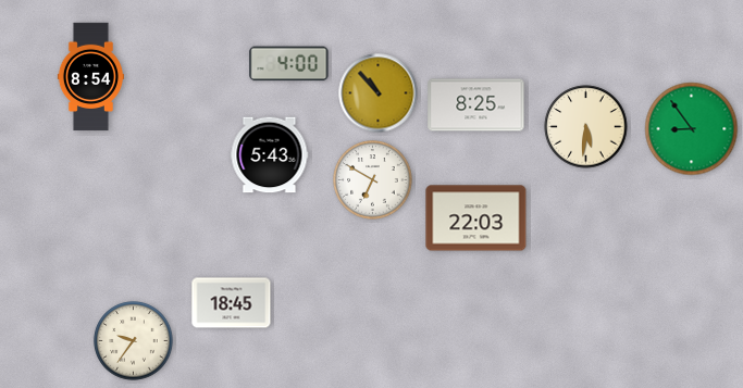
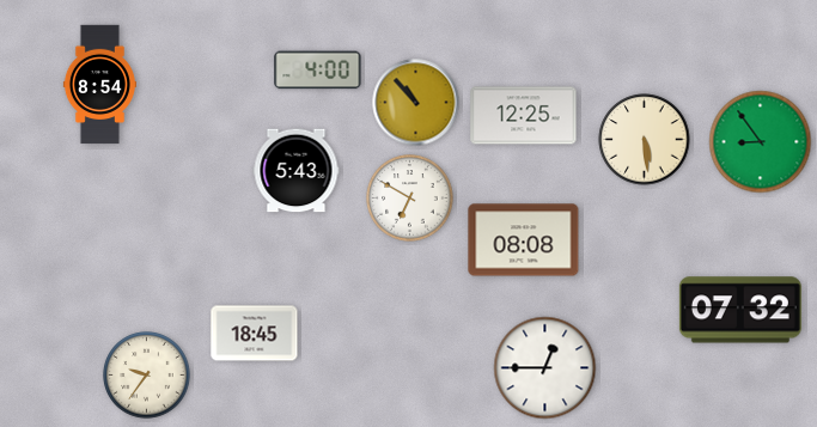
clock at (476, 105): 8:25 -> 12:25
clock at (586, 127): 5:31 -> 5:29
clock at (476, 218): 22:03 -> 08:08
clock at (740, 310): none -> 07:32
clock at (545, 368): none -> 12:45
